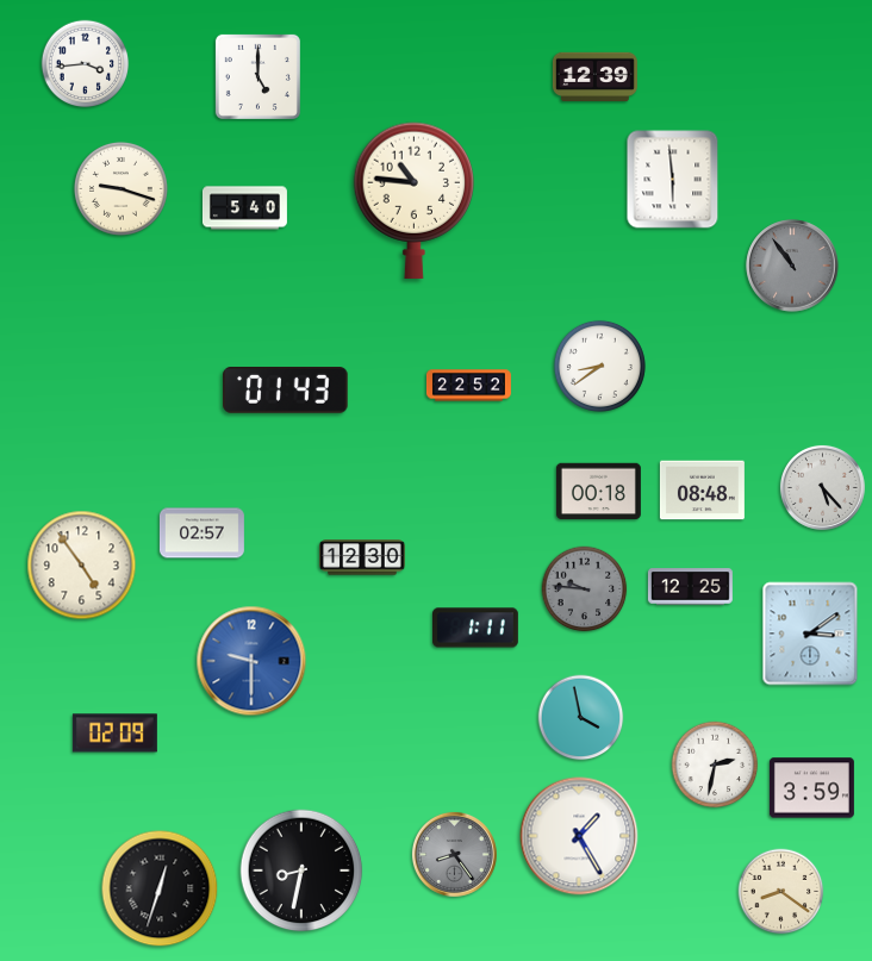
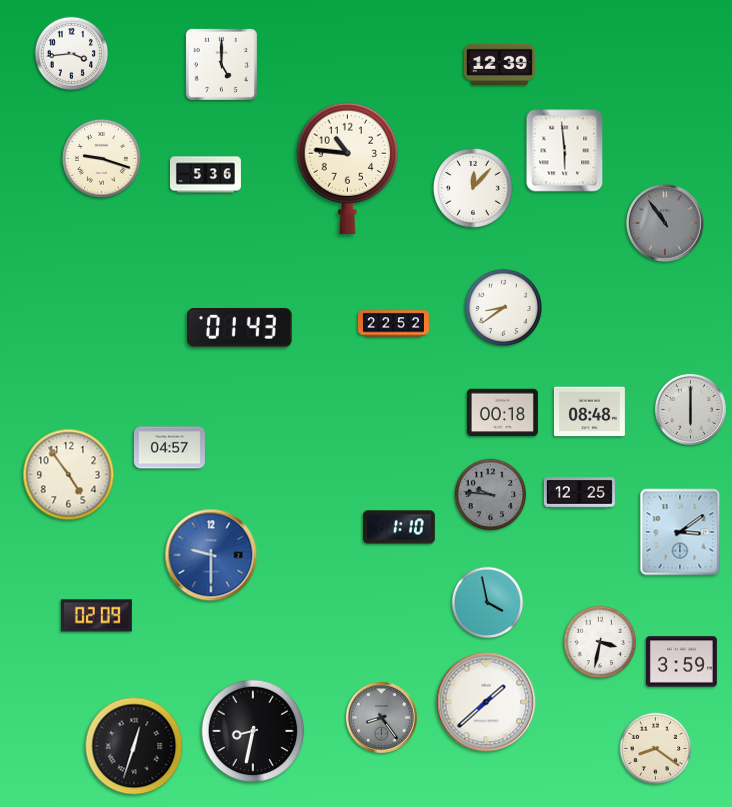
clock at (257, 76) position: (257, 76) -> (221, 64)
clock at (244, 208): 5:40 -> 5:36
clock at (474, 189): none -> 12:07
clock at (822, 487): 5:23 -> 6:00
clock at (201, 533): 02:57 -> 04:57
clock at (363, 557): 12:30 -> none
clock at (477, 628): 1:11 -> 1:10
clock at (715, 765): 2:32 -> 3:32
clock at (579, 836): 1:25 -> 1:38
